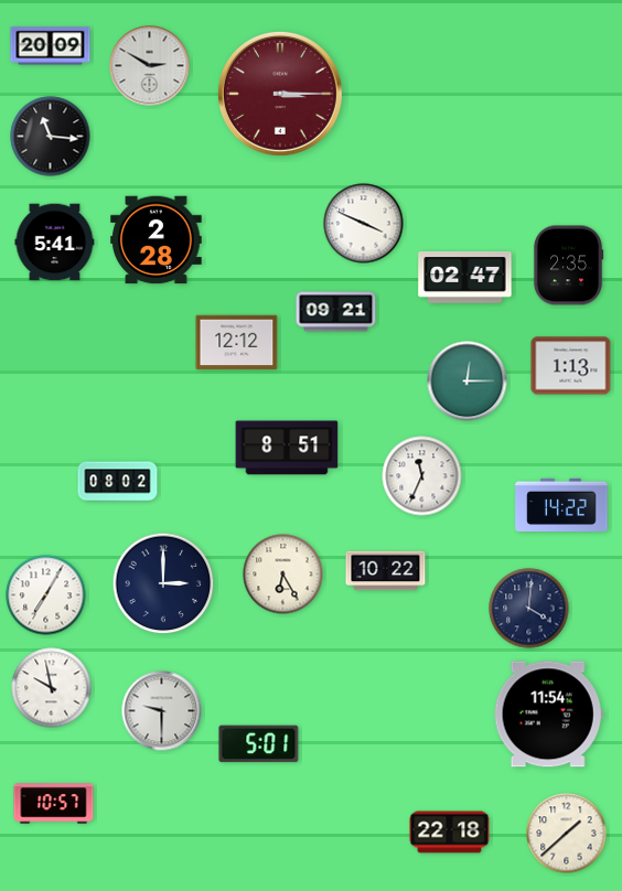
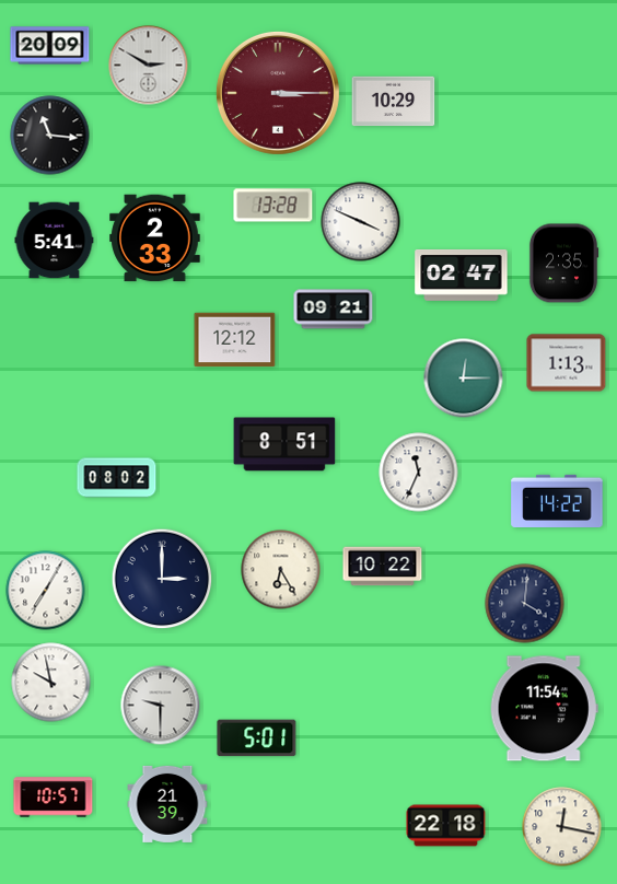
clock at (394, 102): none -> 10:29
clock at (273, 206): none -> 13:28
clock at (157, 240): 2:28 -> 2:33
clock at (167, 804): none -> 21:39
clock at (567, 834): 1:38 -> 12:17
